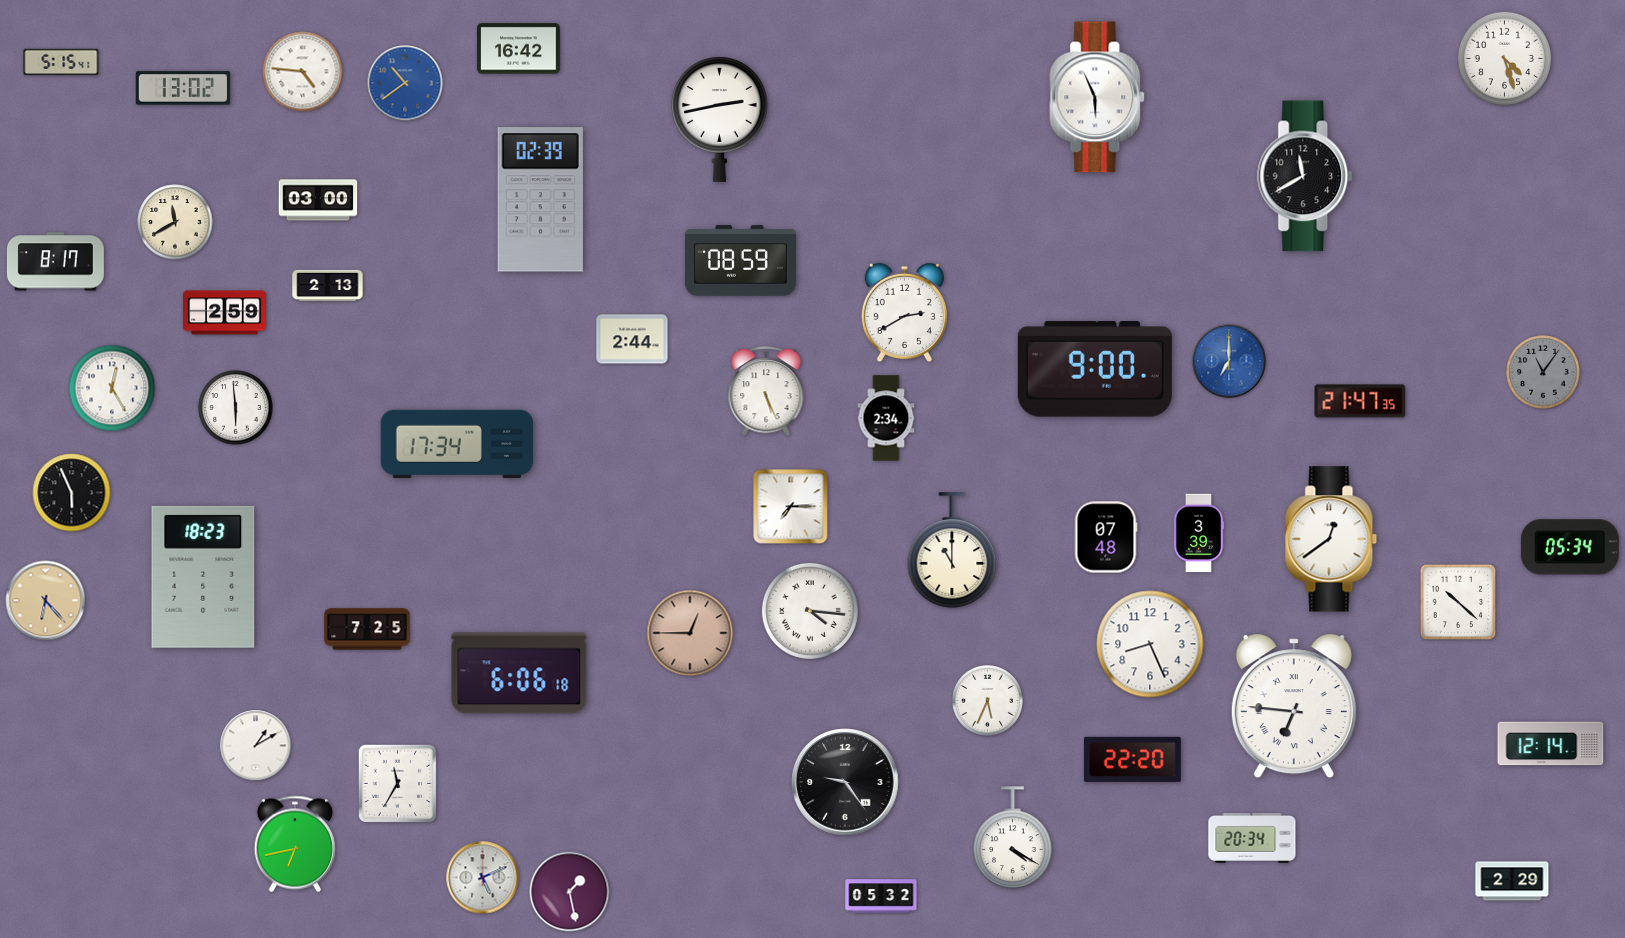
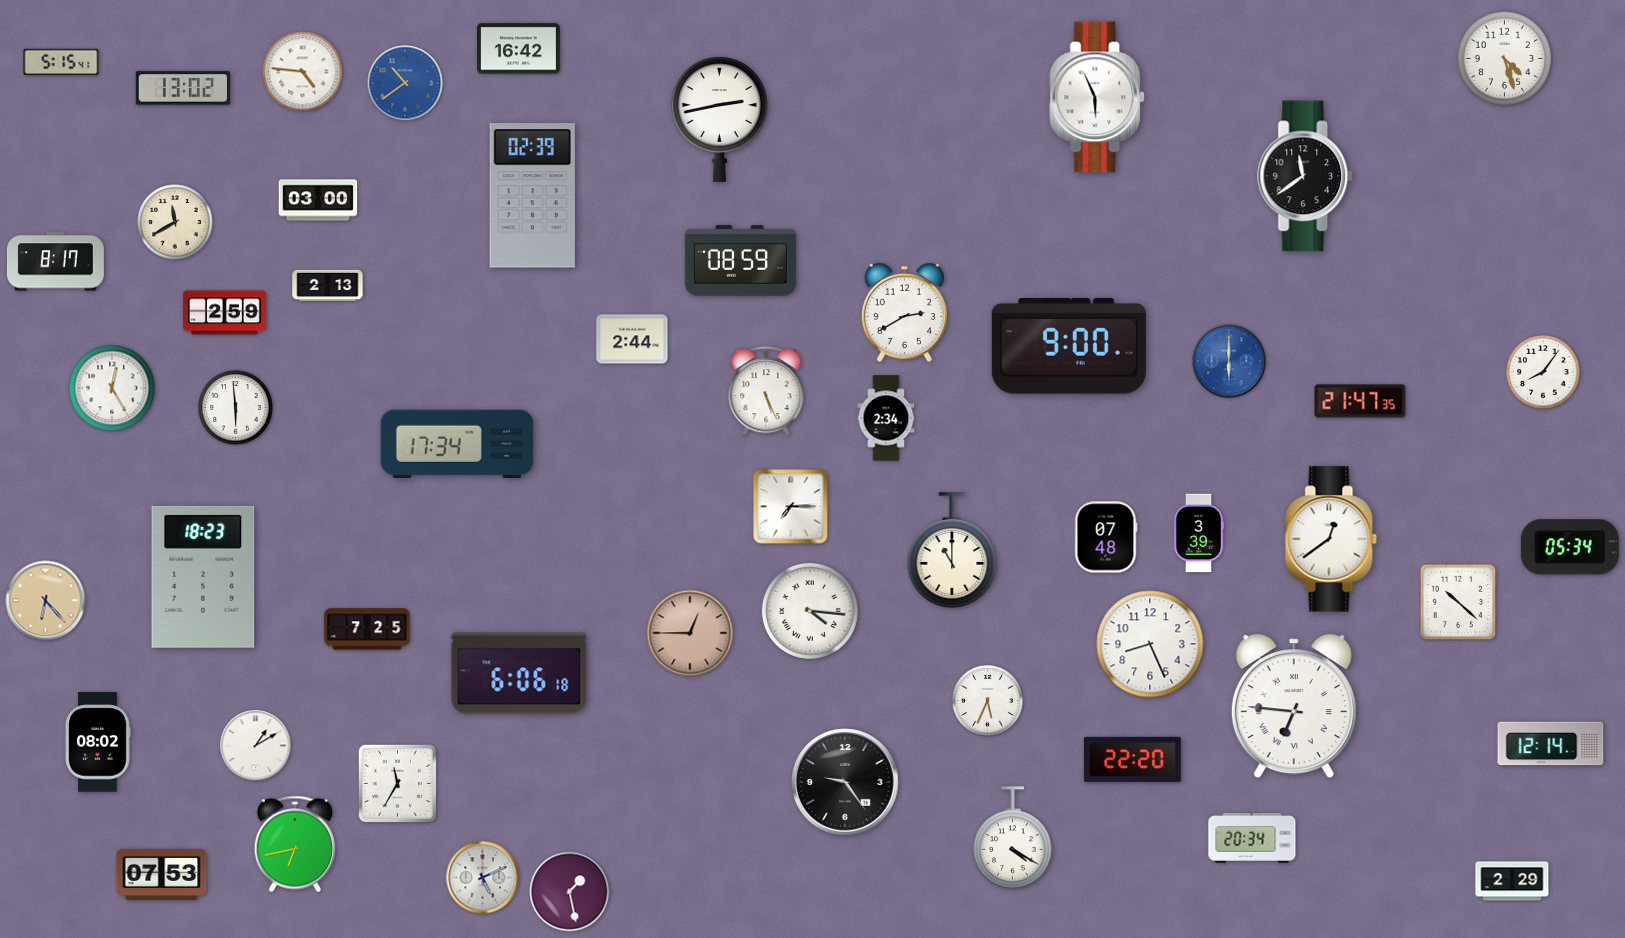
clock at (1306, 176): 11:40 -> 11:39
clock at (540, 200) position: (540, 200) -> (532, 196)
clock at (1229, 361): 7:00 -> 6:00
clock at (1095, 369) position: (1095, 369) -> (1069, 346)
clock at (1543, 372): 11:06 -> 8:06
clock at (1543, 372) dial: grey -> white
clock at (72, 493): 5:56 -> none
clock at (98, 742): none -> 08:02
clock at (162, 874): none -> 07:53
clock at (881, 896): 05:32 -> none
